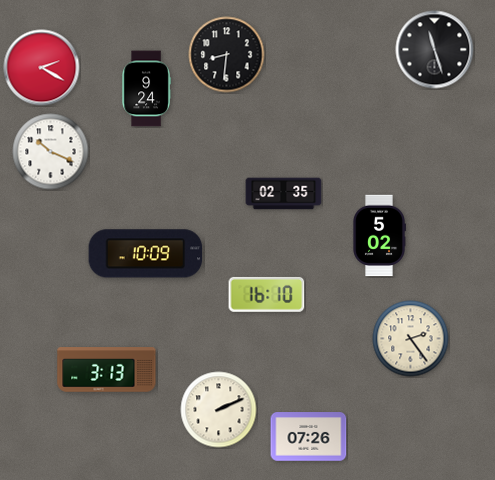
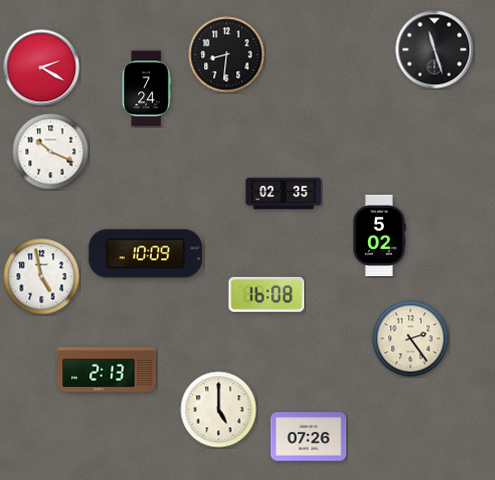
clock at (146, 89): 9:24 -> 7:24
clock at (42, 277): none -> 4:58
clock at (267, 294): 16:10 -> 16:08
clock at (107, 370): 3:13 -> 2:13
clock at (219, 410): 2:11 -> 5:00
